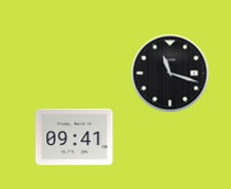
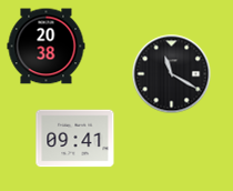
clock at (47, 47): none -> 20:38
clock at (170, 74): 11:18 -> 11:20
